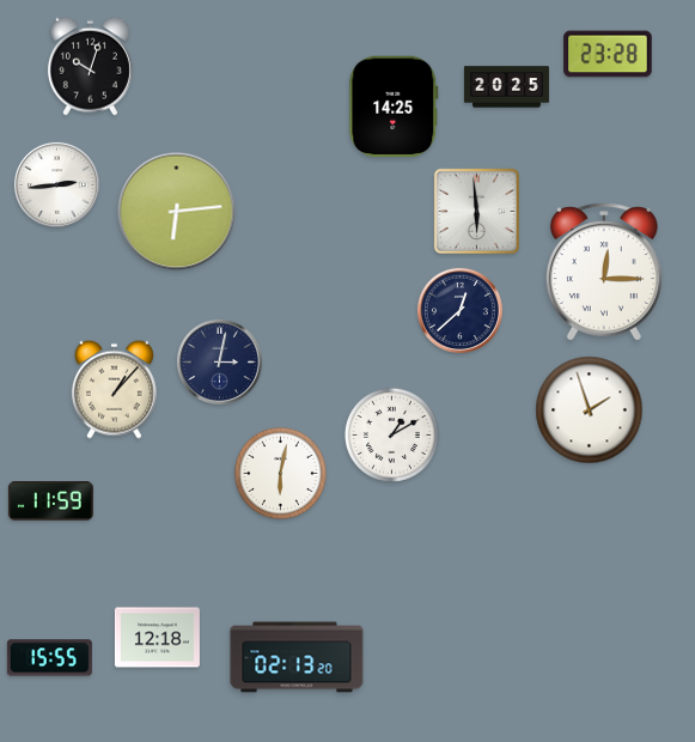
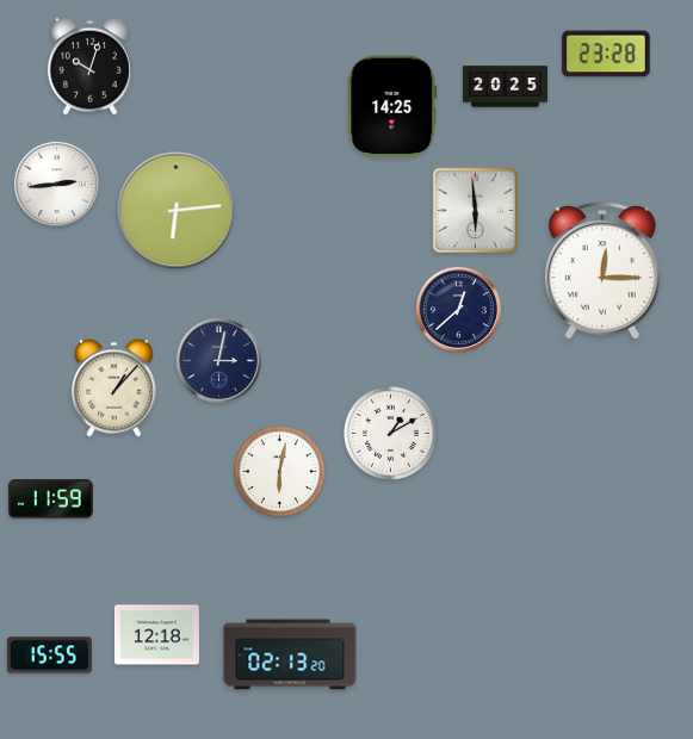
clock at (590, 410): 1:57 -> none
clock at (297, 657) position: (297, 657) -> (290, 654)
